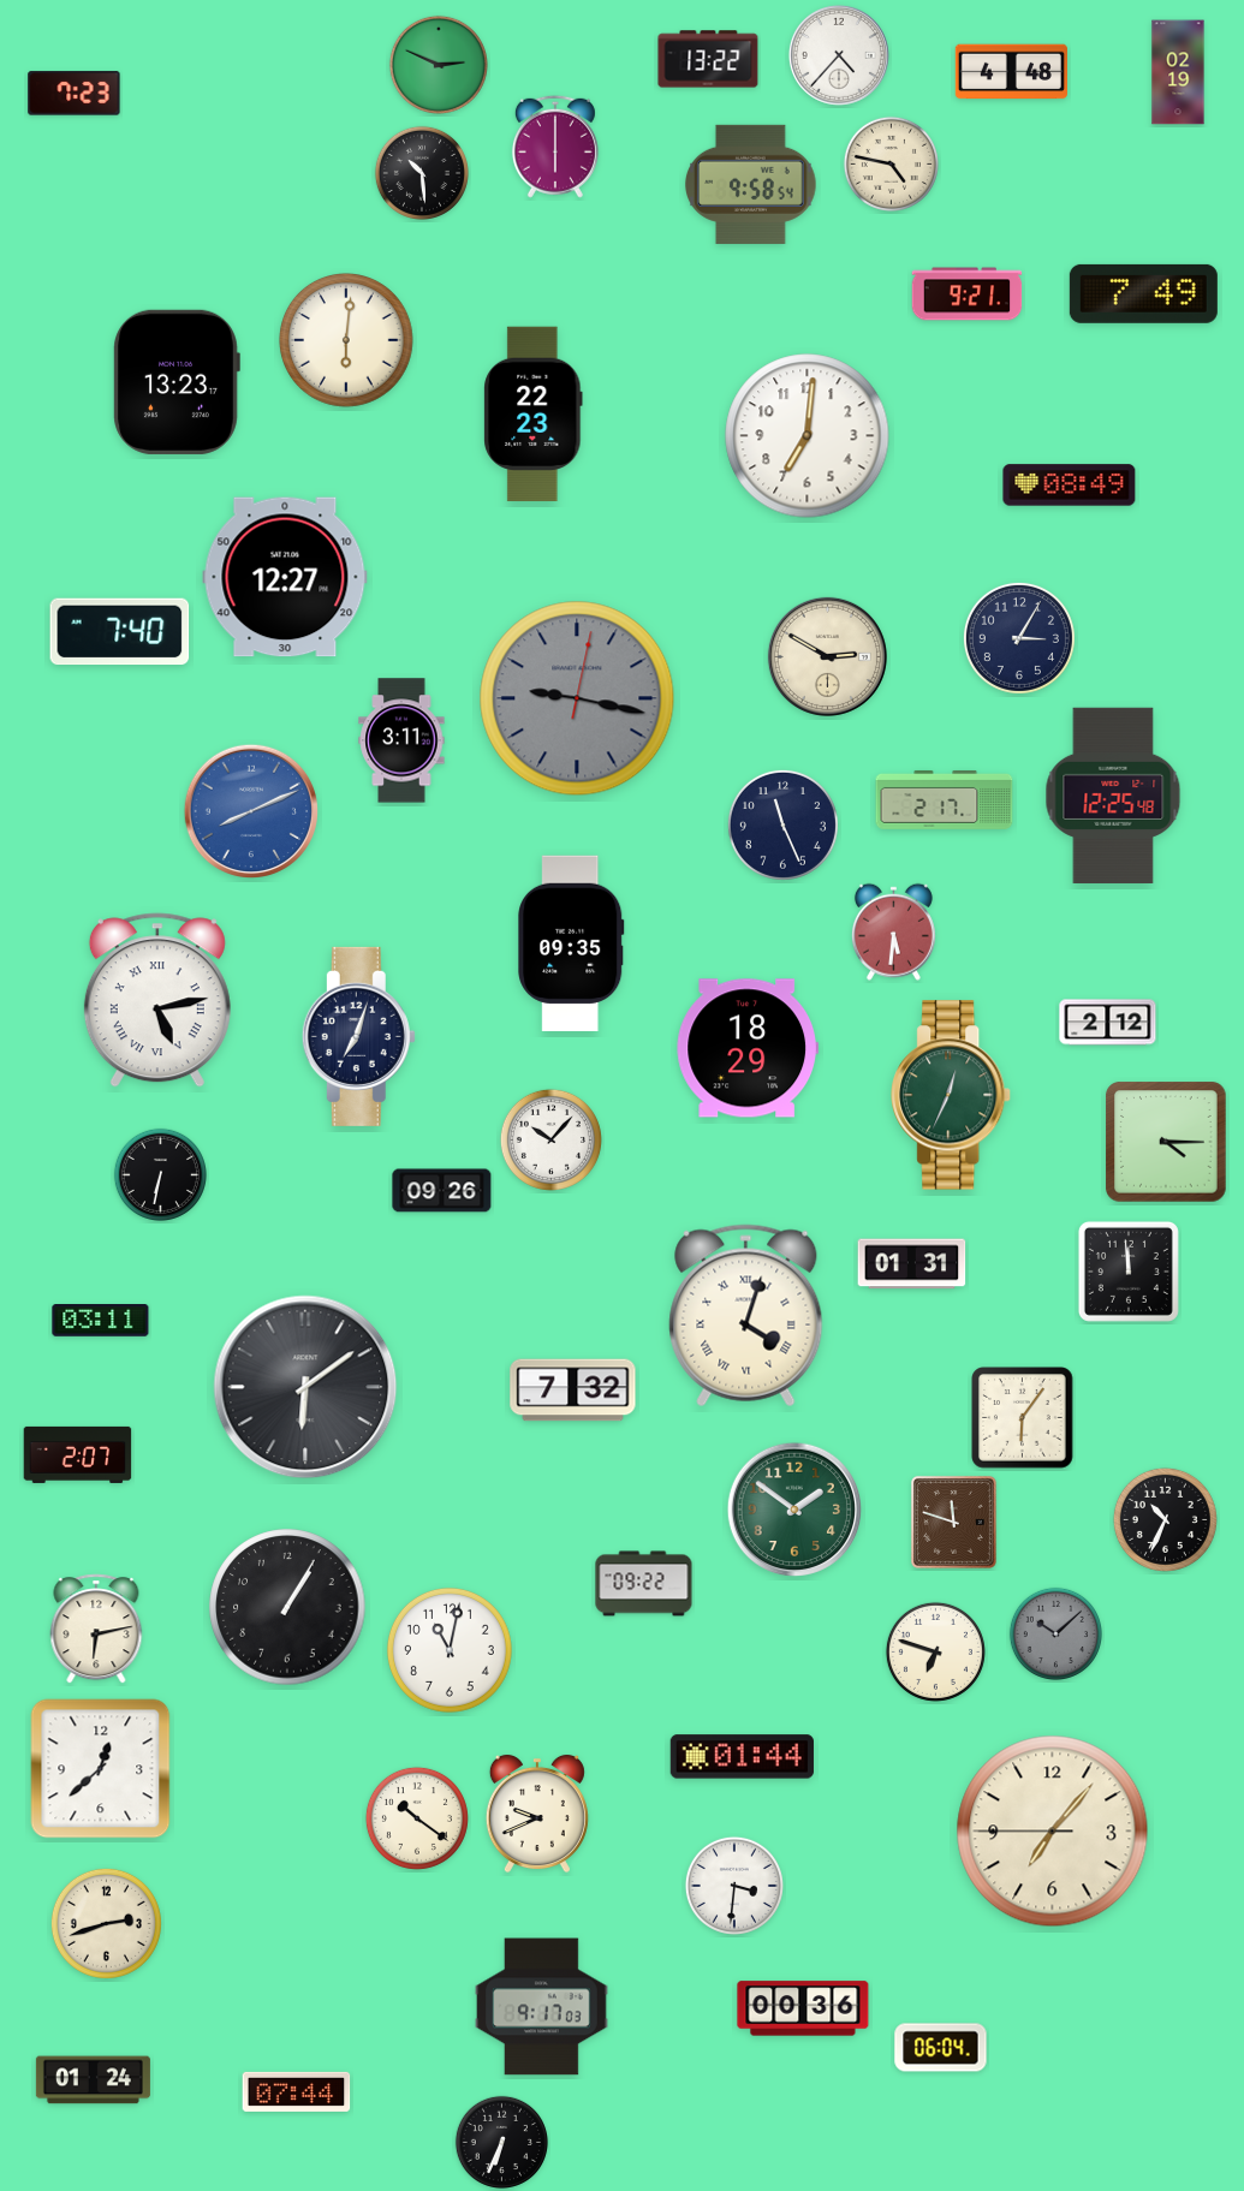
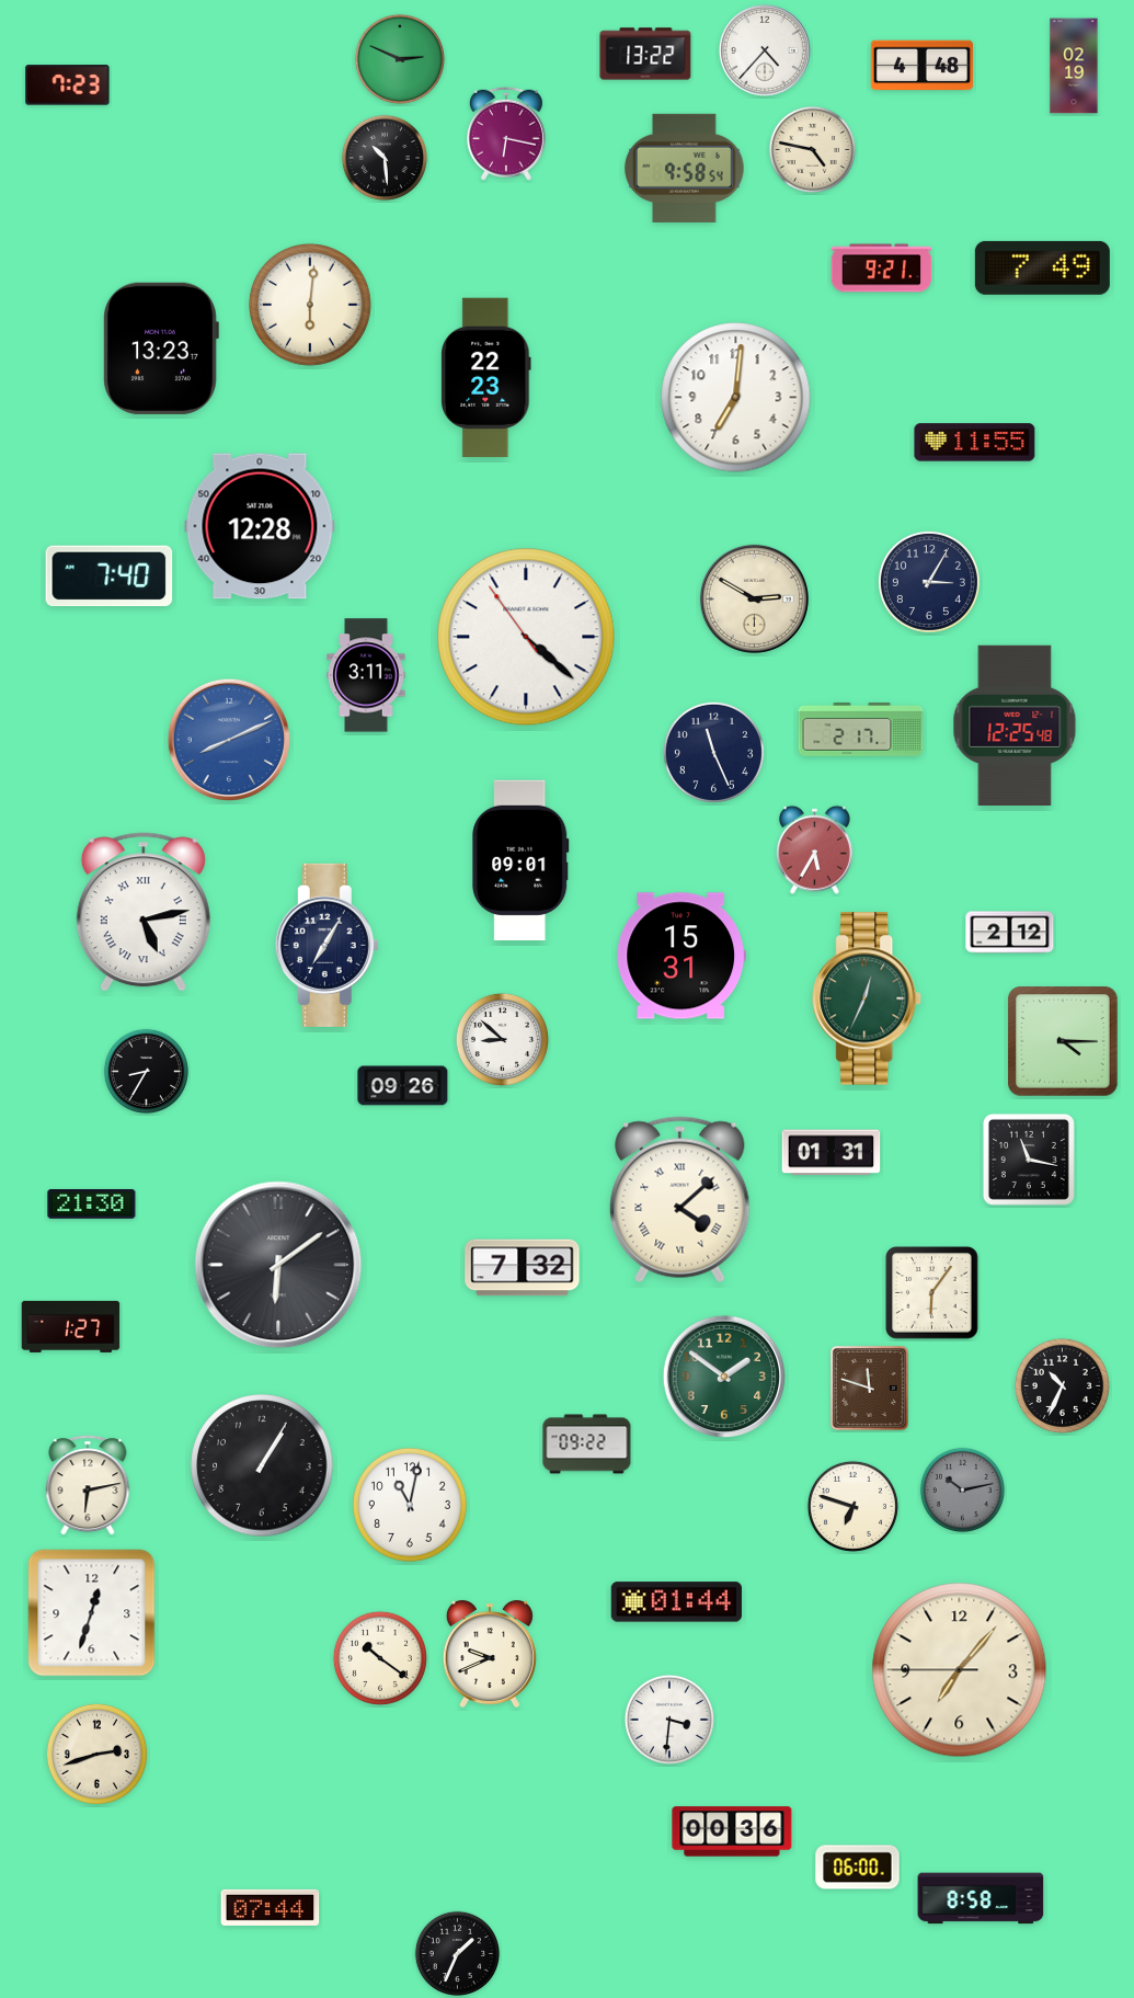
clock at (555, 147): 6:00 -> 6:17
clock at (347, 341) position: (347, 341) -> (311, 306)
clock at (1070, 486): 08:49 -> 11:55
clock at (285, 577): 12:27 -> 12:28
clock at (577, 698): 9:17 -> 4:21
clock at (577, 698) dial: grey -> white
clock at (893, 931): 5:31 -> 5:35
clock at (571, 943): 09:35 -> 09:01
clock at (358, 1036): 7:03 -> 7:05
clock at (746, 1048): 18:29 -> 15:31
clock at (550, 1139): 10:07 -> 8:52
clock at (160, 1174): 6:32 -> 8:35
clock at (1129, 1272): 11:59 -> 11:17
clock at (746, 1316): 4:03 -> 4:08
clock at (101, 1321): 03:11 -> 21:30
clock at (78, 1454): 2:07 -> 1:27
clock at (1055, 1633): 10:08 -> 10:13
clock at (101, 1769): 12:38 -> 12:33
clock at (542, 2007): 9:17 -> none
clock at (941, 2048): 06:04 -> 06:00
clock at (93, 2080): 01:24 -> none
clock at (981, 1898): none -> 8:58
clock at (501, 2142): 6:34 -> 1:34
